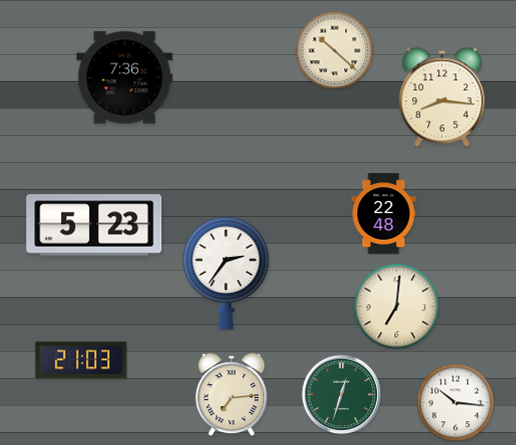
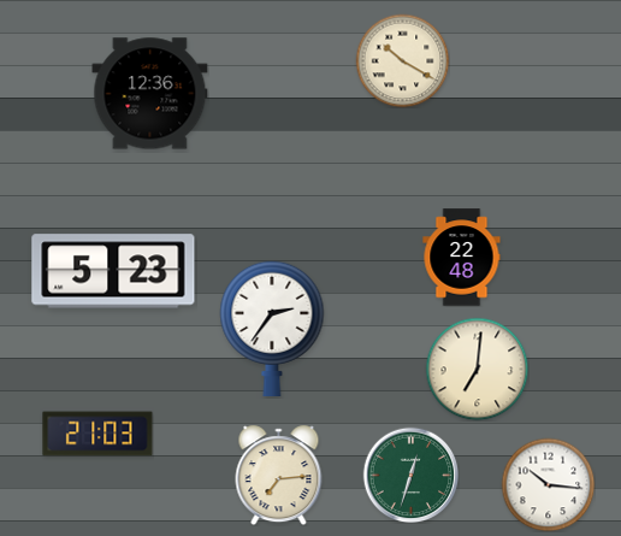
clock at (334, 50): 10:22 -> 10:20
clock at (125, 78): 7:36 -> 12:36
clock at (442, 97): 8:16 -> none
